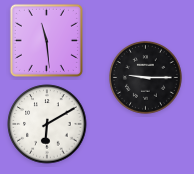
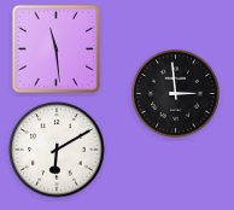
clock at (146, 78): 9:15 -> 2:59
